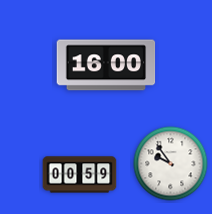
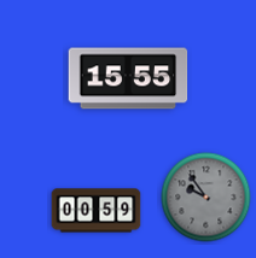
clock at (106, 65): 16:00 -> 15:55
clock at (171, 164) dial: white -> grey
